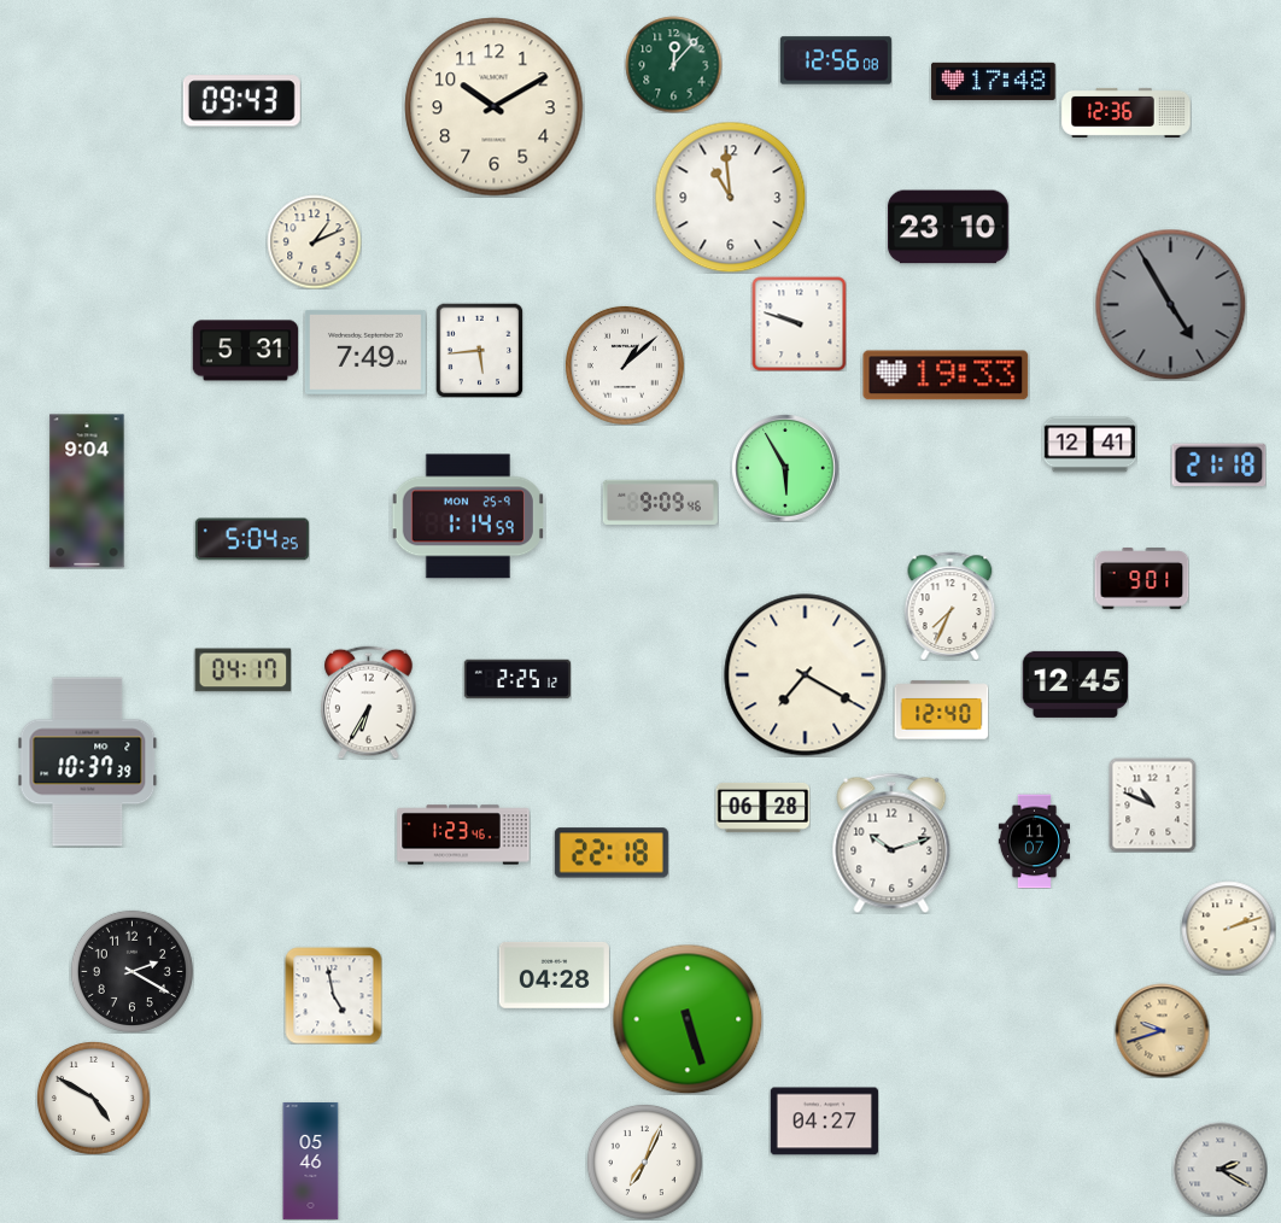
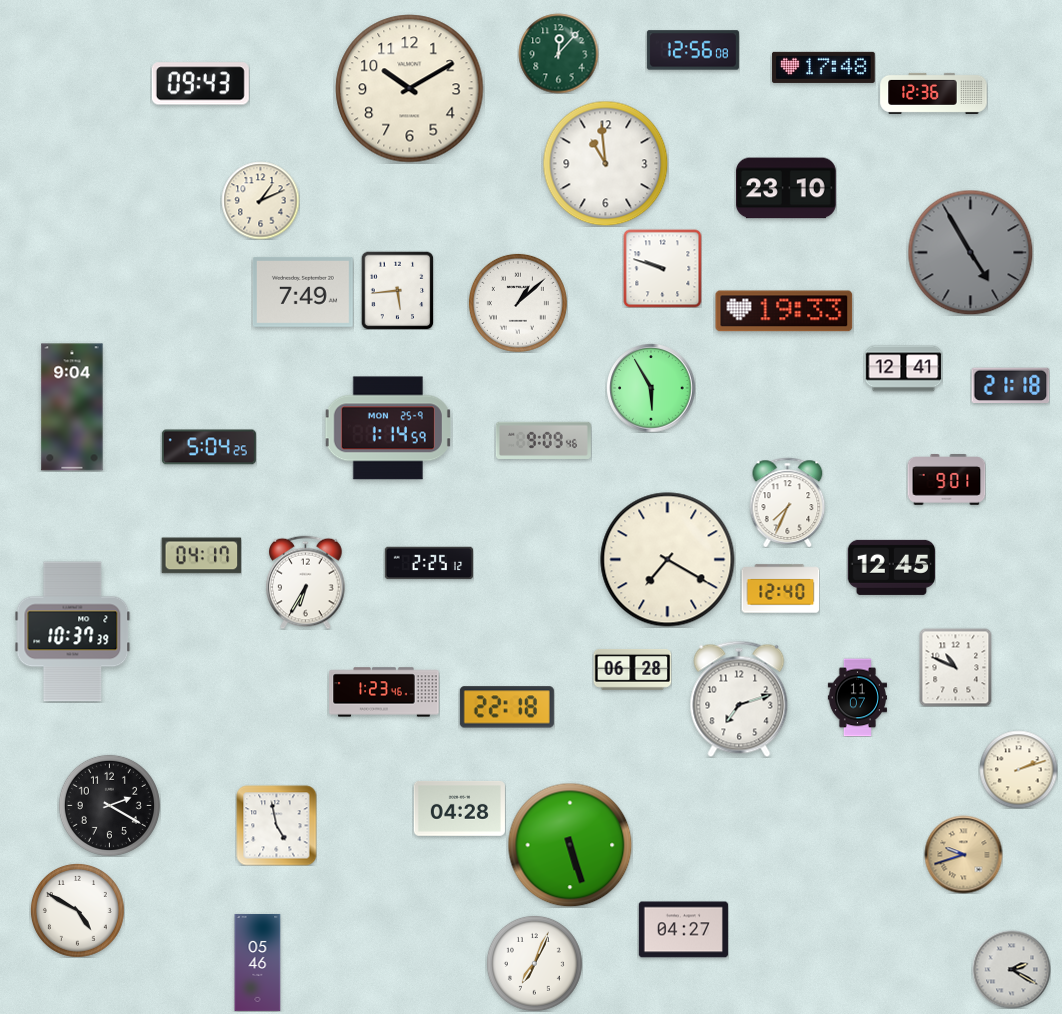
clock at (245, 351): 5:31 -> none
clock at (660, 502) position: (660, 502) -> (543, 440)
clock at (891, 843): 10:12 -> 7:12
